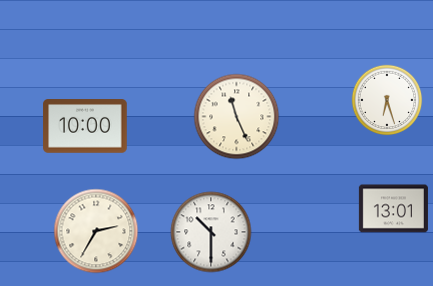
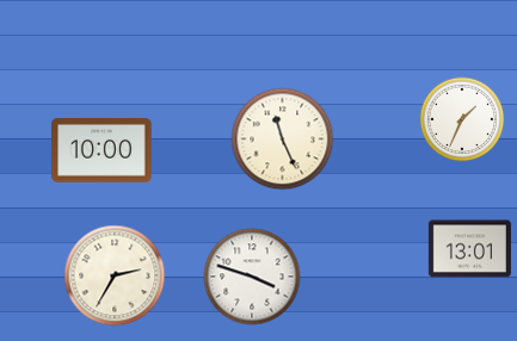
clock at (387, 100): 6:27 -> 1:34
clock at (211, 232): 10:30 -> 3:48
